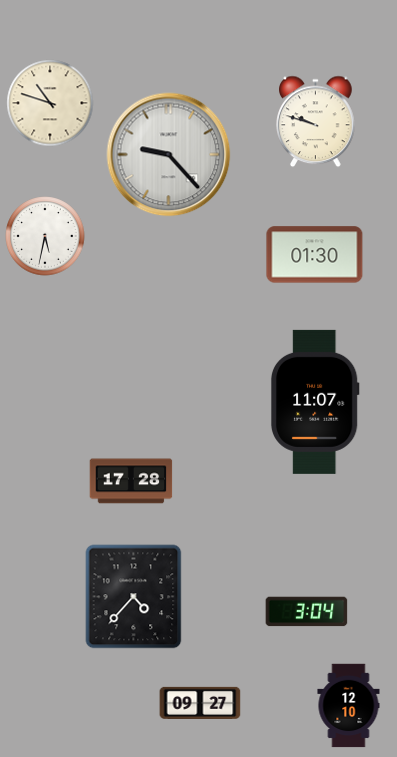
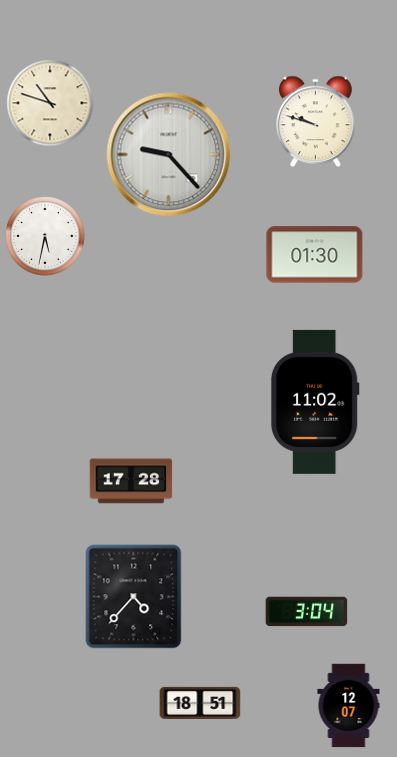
clock at (315, 402): 11:07 -> 11:02
clock at (200, 703): 09:27 -> 18:51
clock at (349, 706): 12:10 -> 12:07
